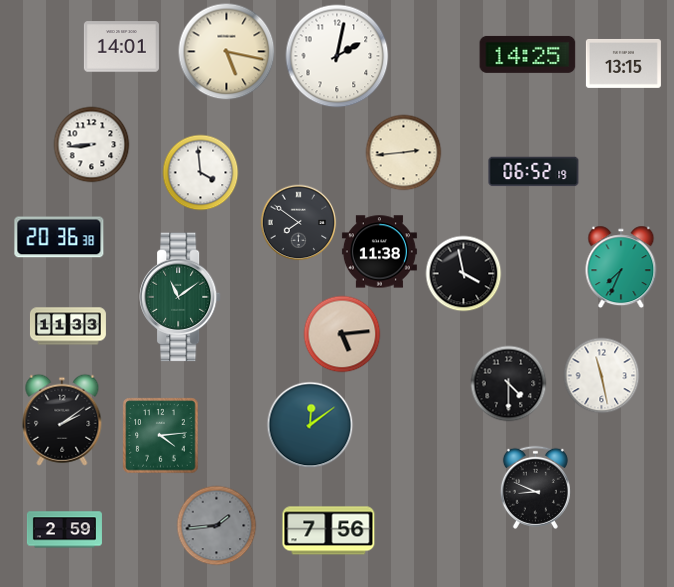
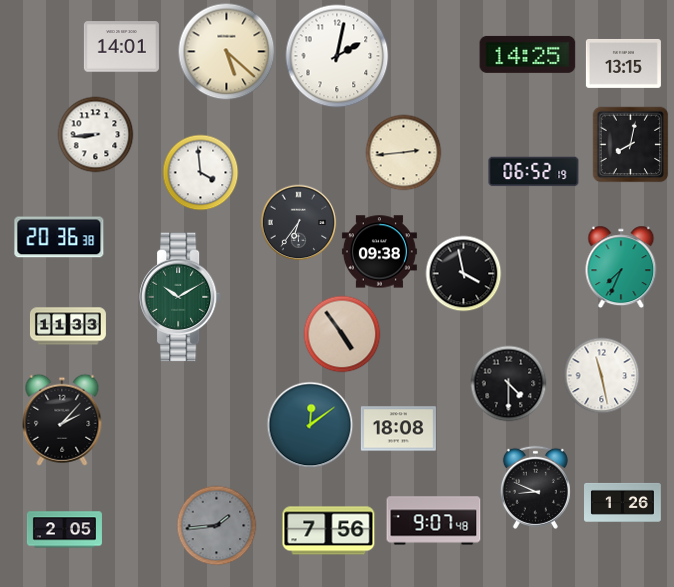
clock at (227, 52): 5:17 -> 5:22
clock at (92, 145) position: (92, 145) -> (96, 135)
clock at (631, 145): none -> 8:02
clock at (299, 223): 7:51 -> 6:36
clock at (379, 252): 11:38 -> 09:38
clock at (181, 297): 11:09 -> 10:10
clock at (342, 334): 5:14 -> 4:54
clock at (62, 420): 2:09 -> 2:07
clock at (398, 429): none -> 18:08
clock at (161, 436): 4:14 -> none
clock at (623, 502): none -> 1:26
clock at (434, 521): none -> 9:07
clock at (64, 530): 2:59 -> 2:05
